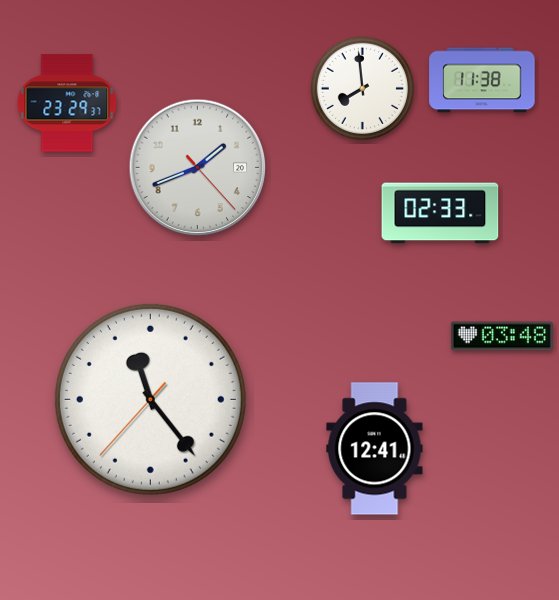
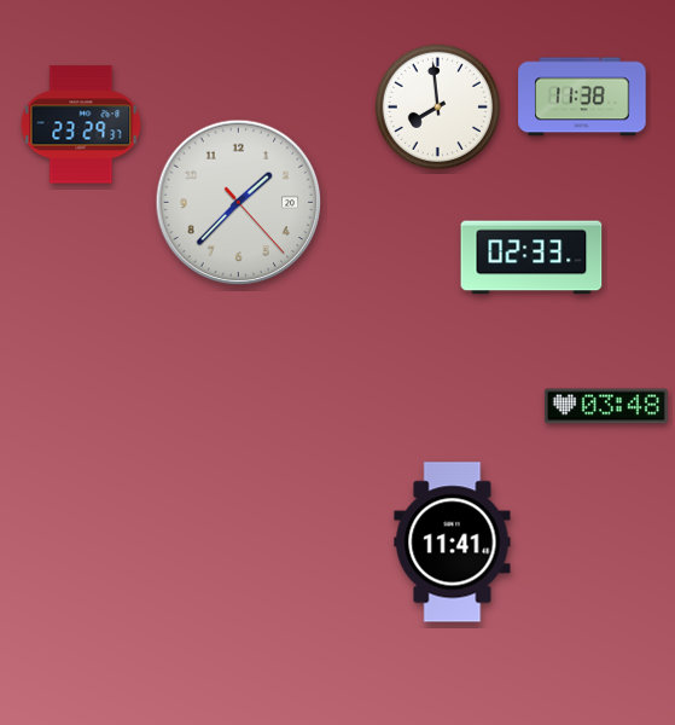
clock at (198, 168): 1:41 -> 1:37
clock at (150, 399): 11:23 -> none
clock at (375, 449): 12:41 -> 11:41
